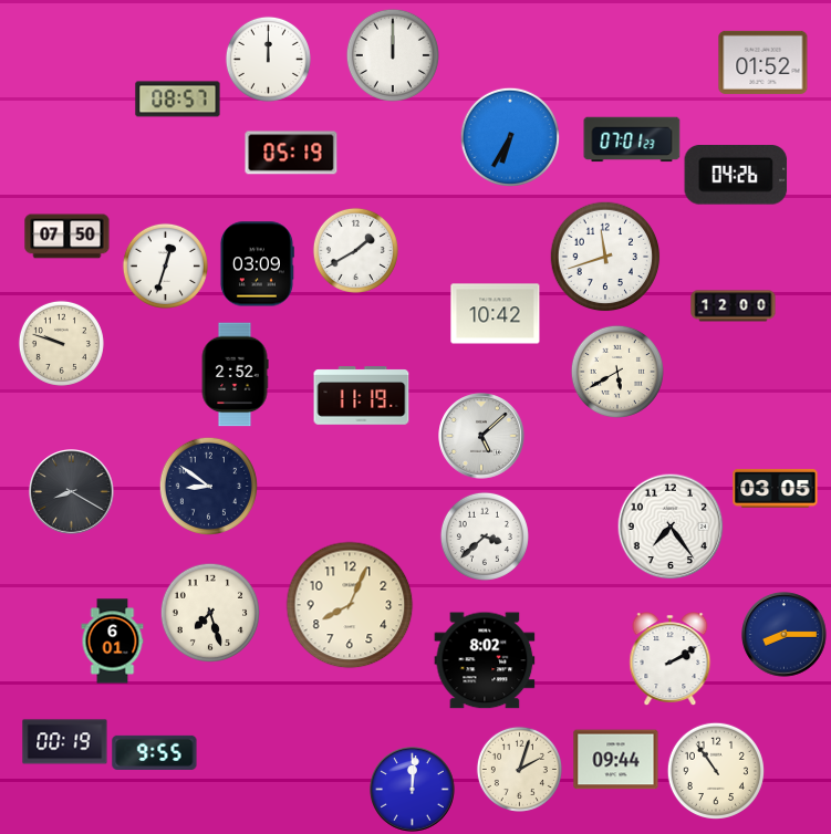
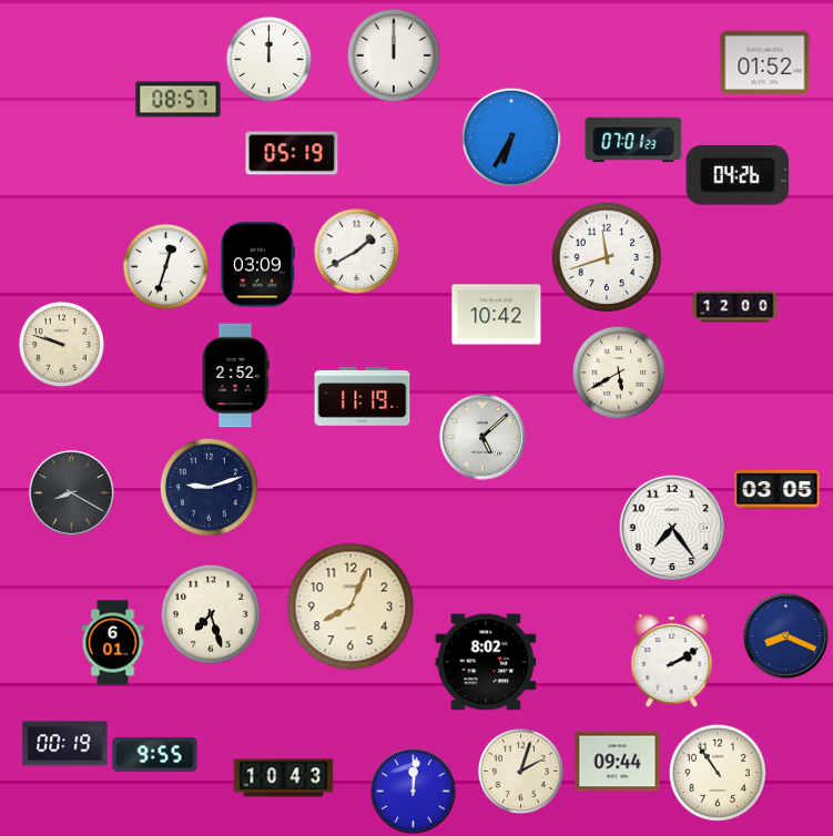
clock at (67, 237): 07:50 -> none
clock at (208, 486): 8:51 -> 9:12
clock at (485, 536): 3:38 -> none
clock at (785, 635): 8:15 -> 8:19
clock at (284, 778): none -> 10:43
